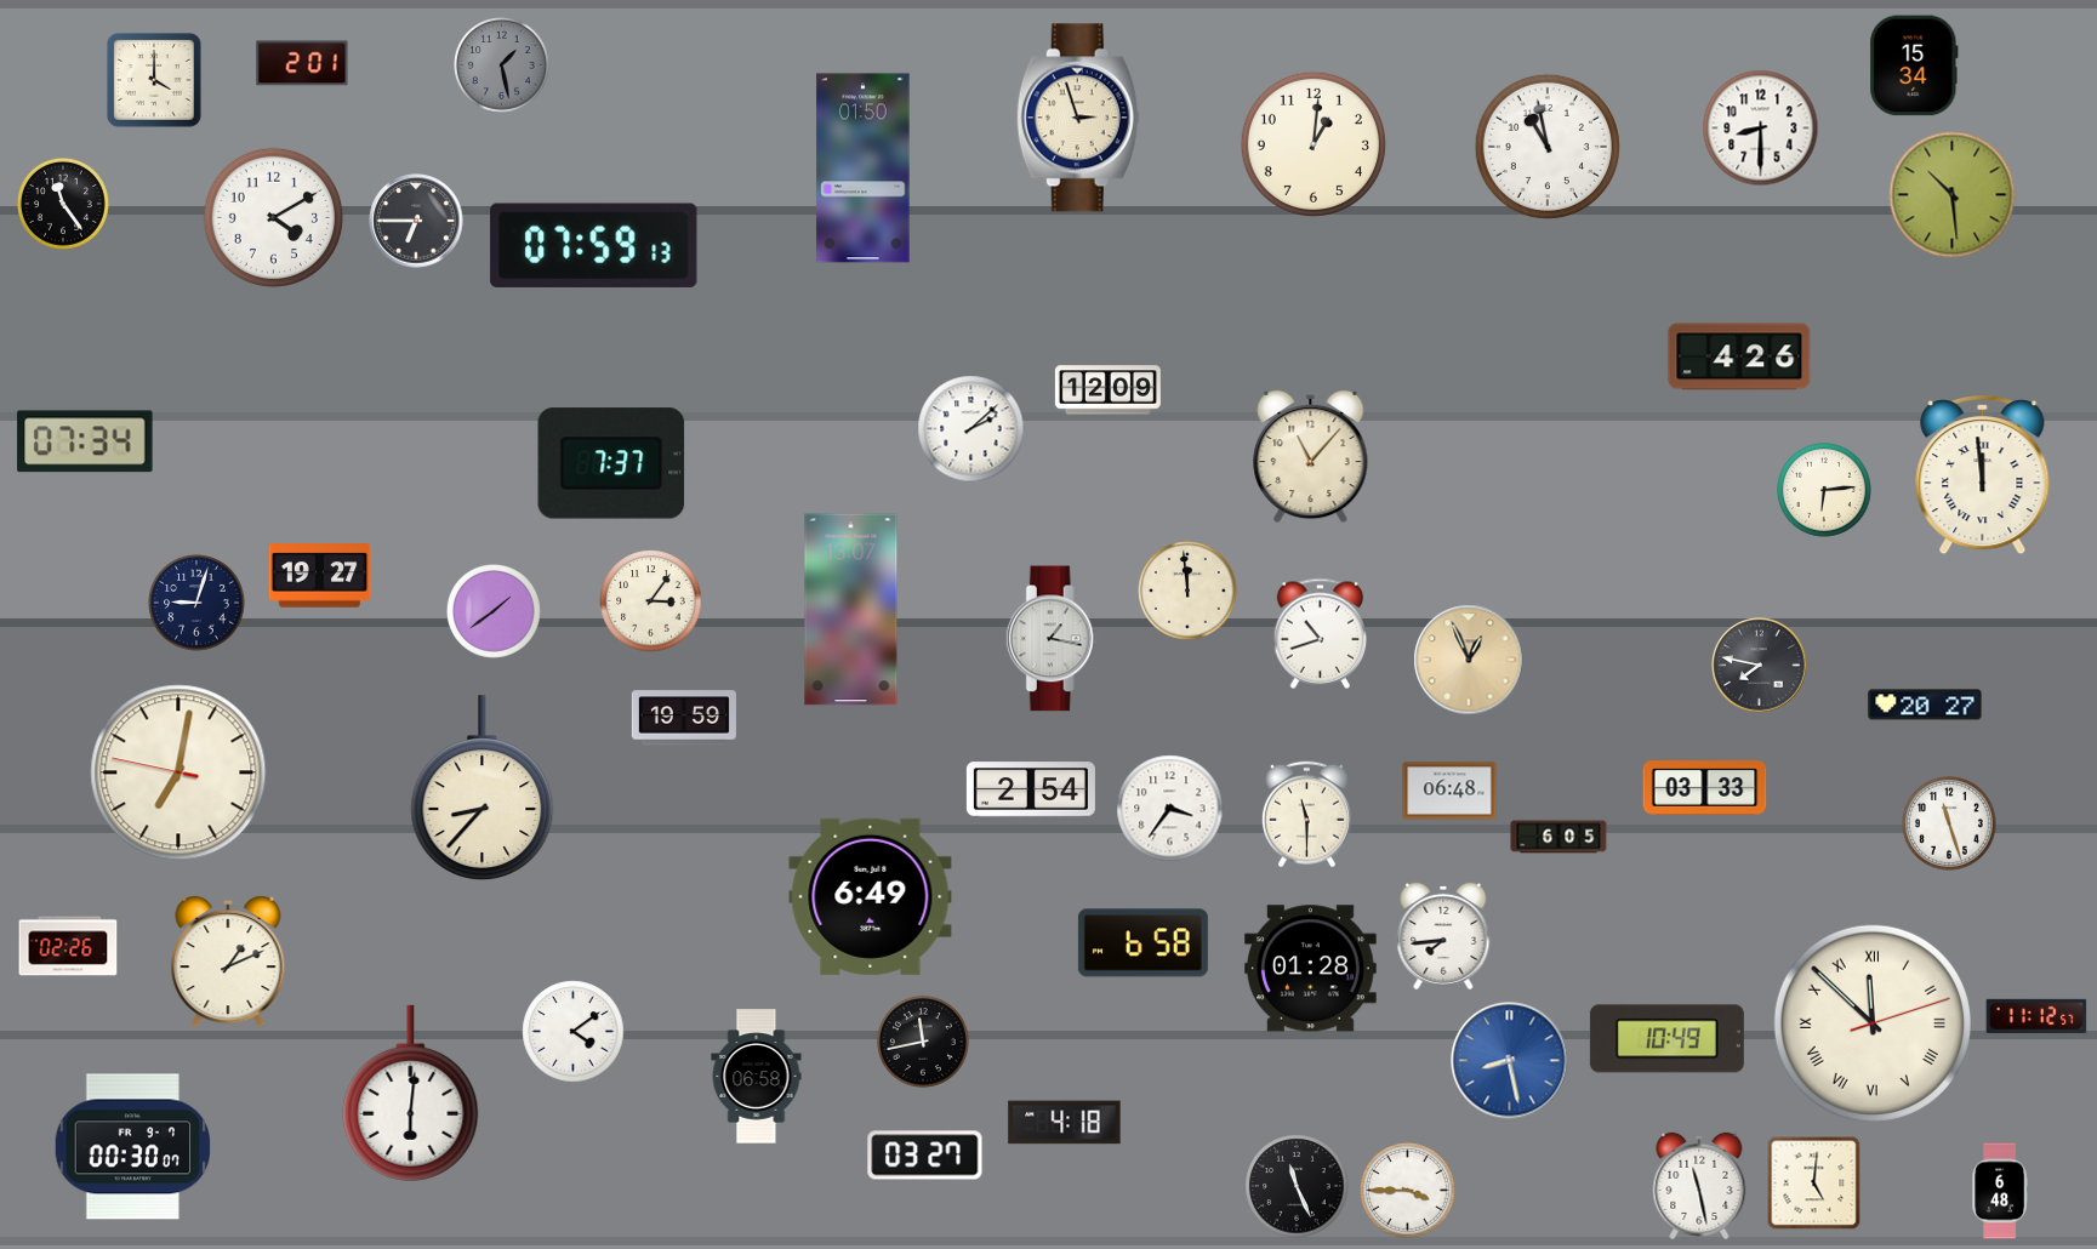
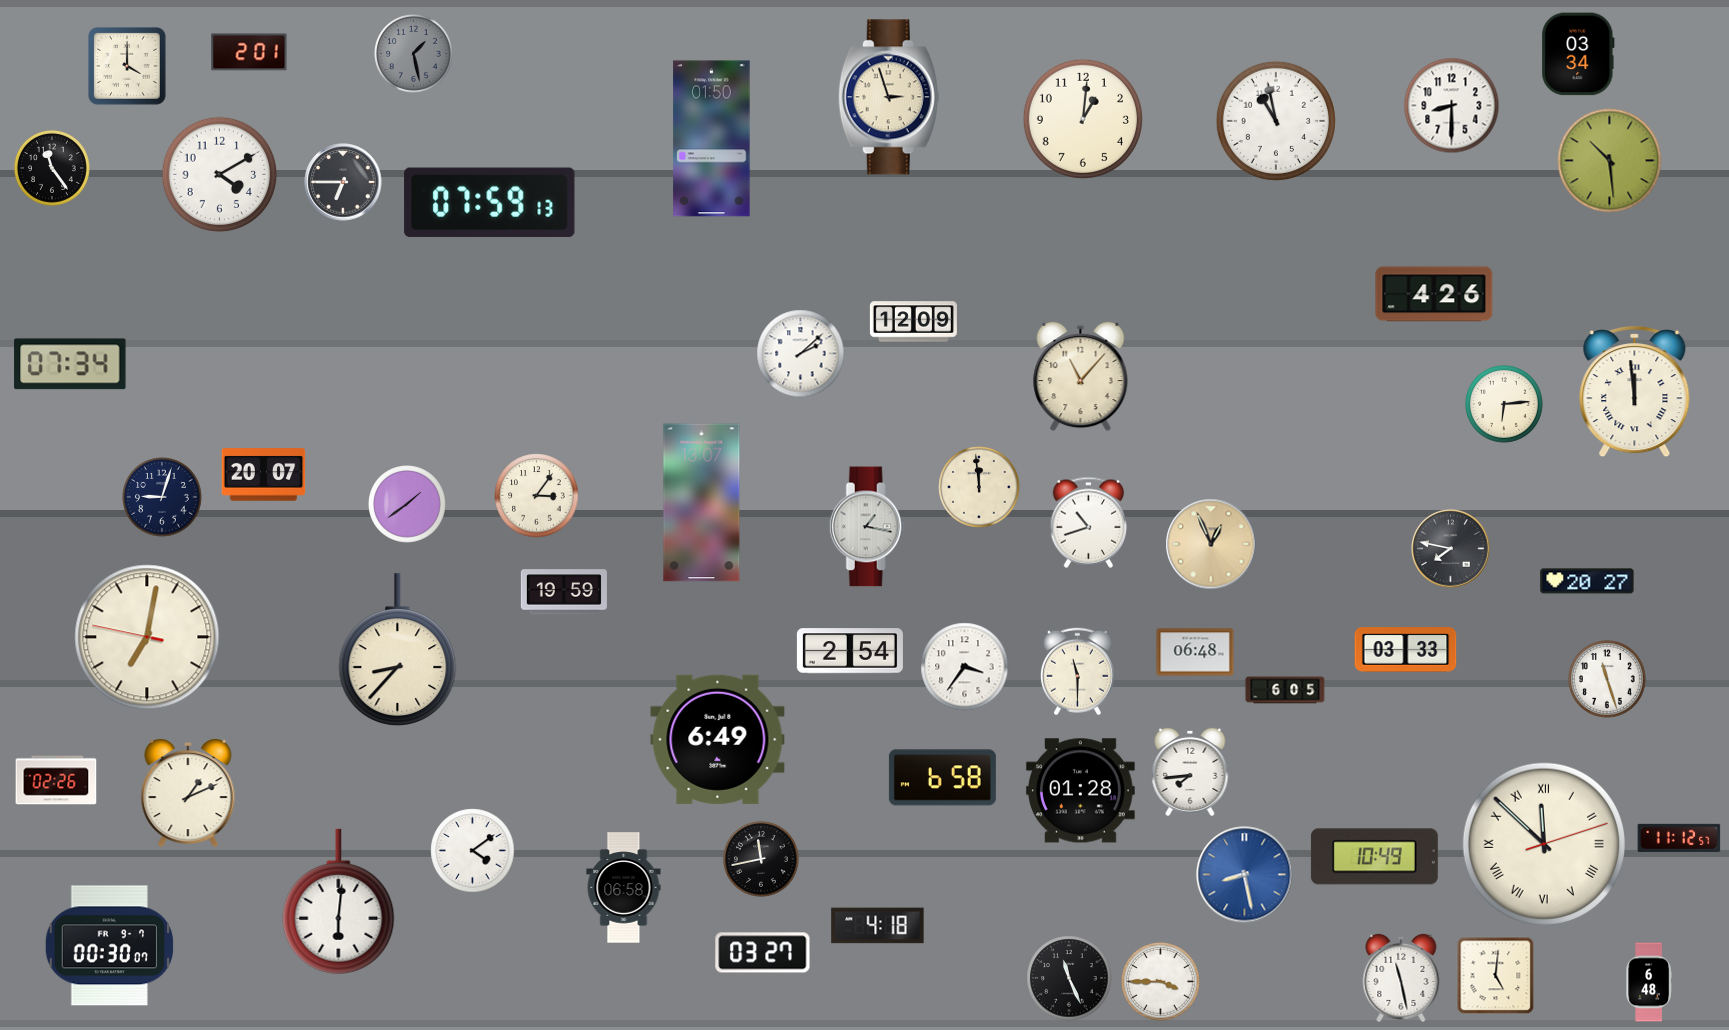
clock at (1914, 65): 15:34 -> 03:34
clock at (274, 218) position: (274, 218) -> (220, 175)
clock at (611, 463): 7:37 -> none
clock at (320, 576): 19:27 -> 20:07
clock at (1310, 969) position: (1310, 969) -> (1080, 791)
